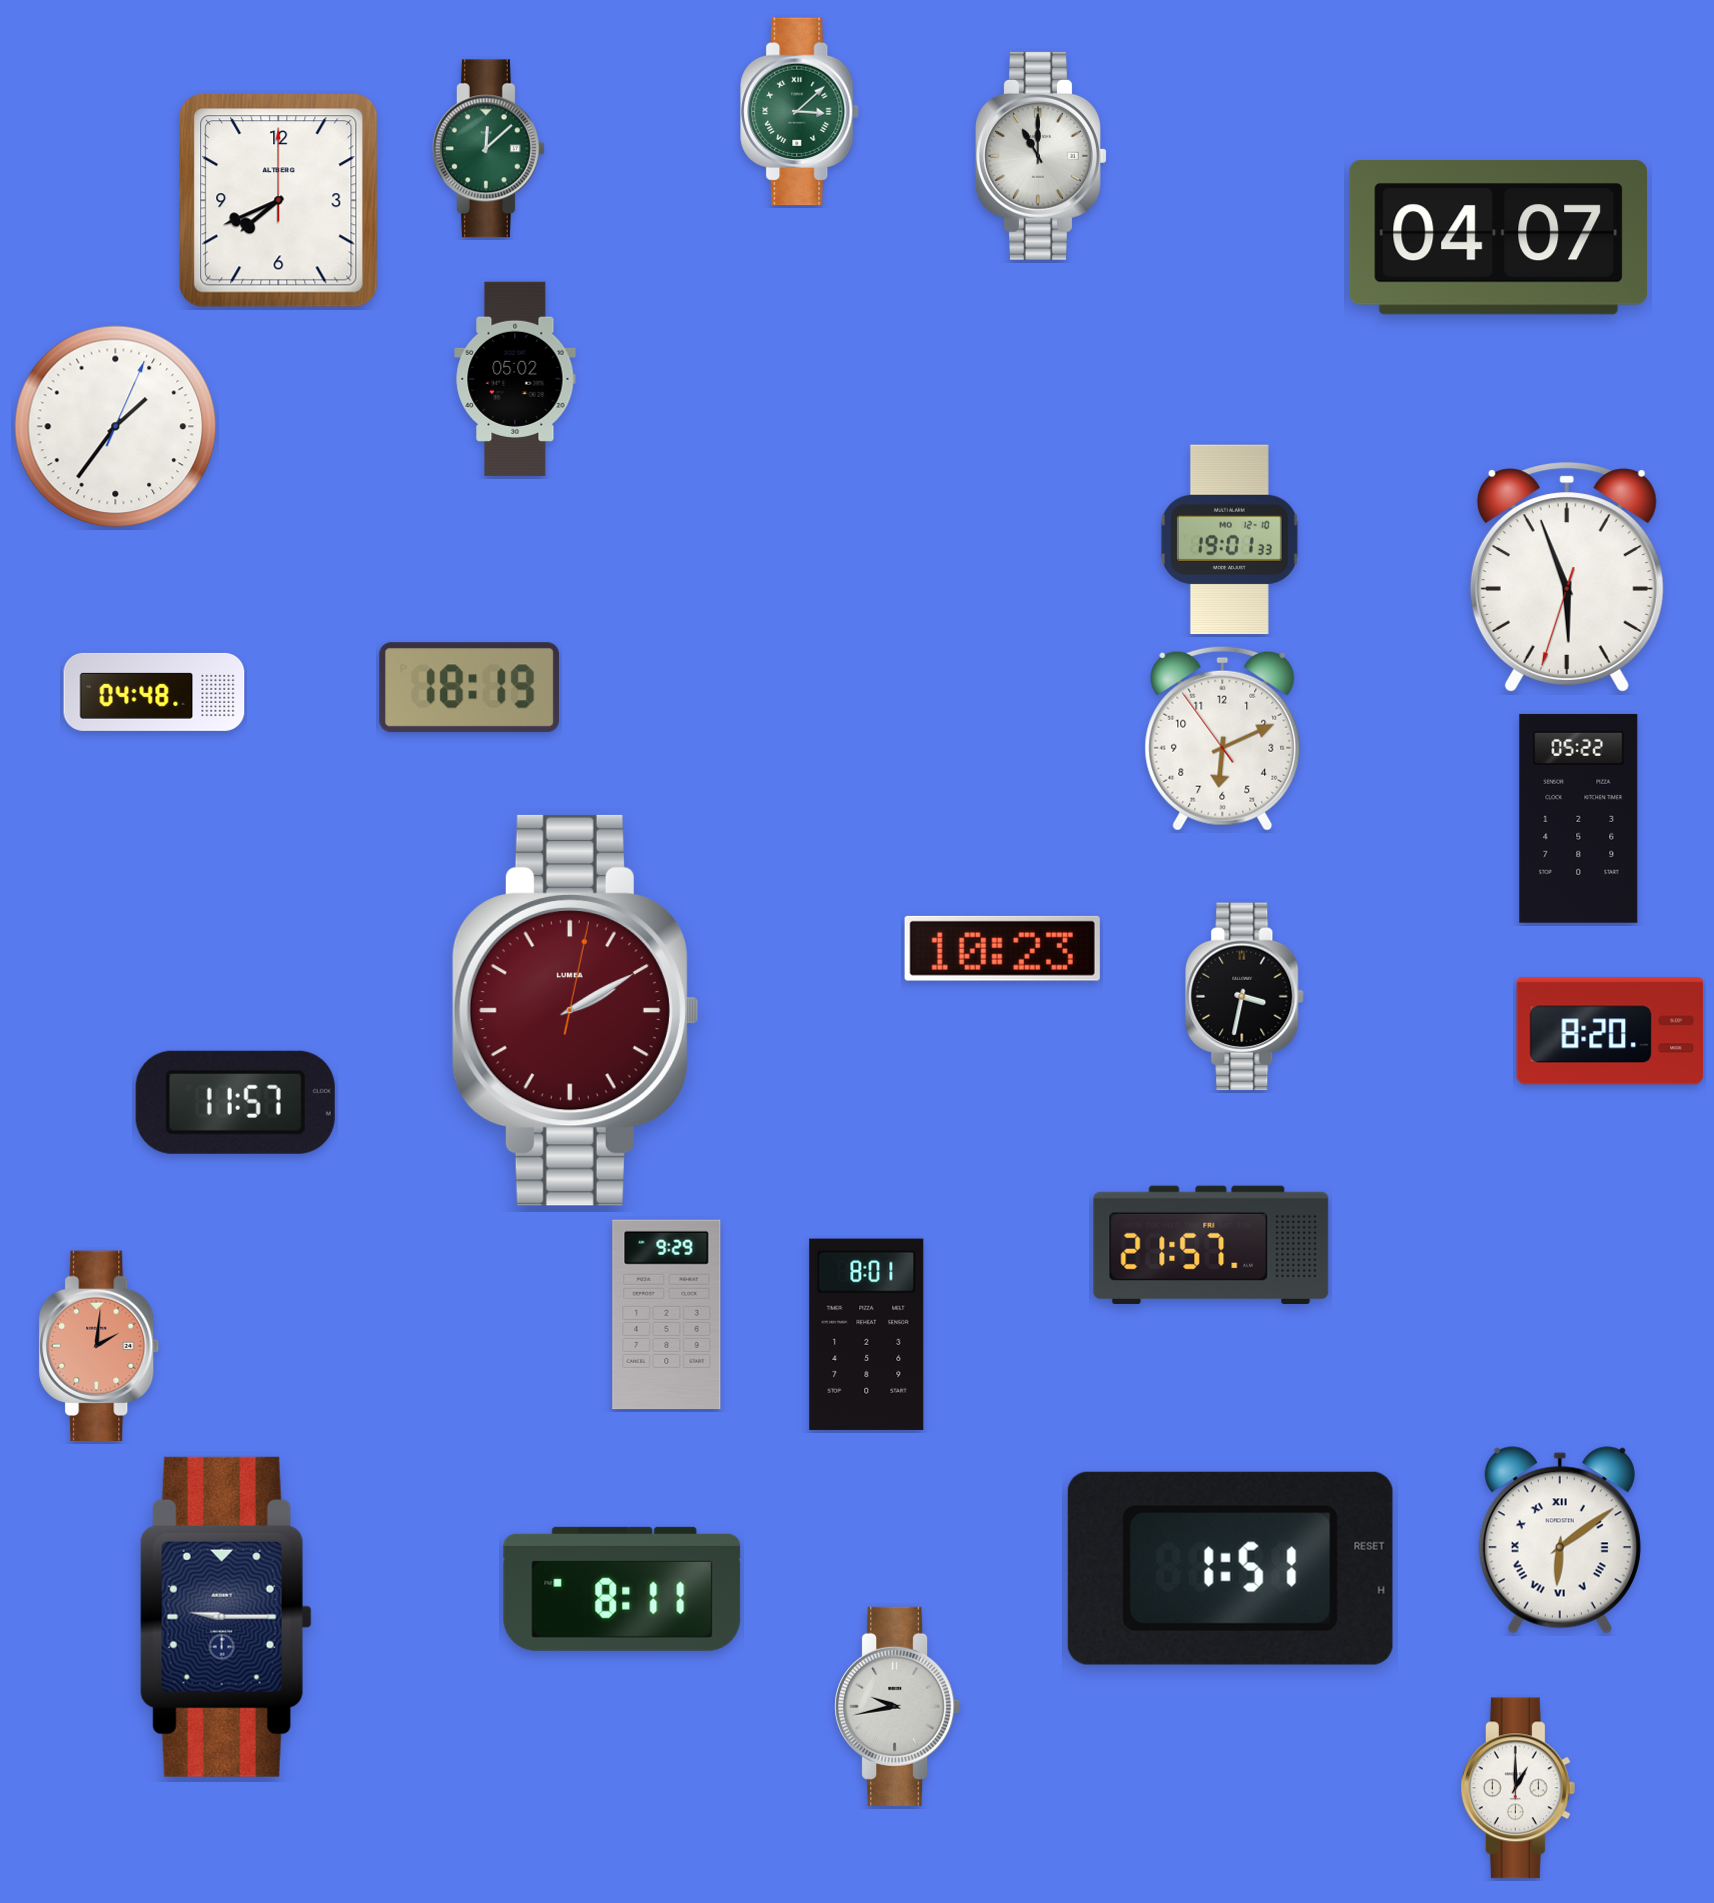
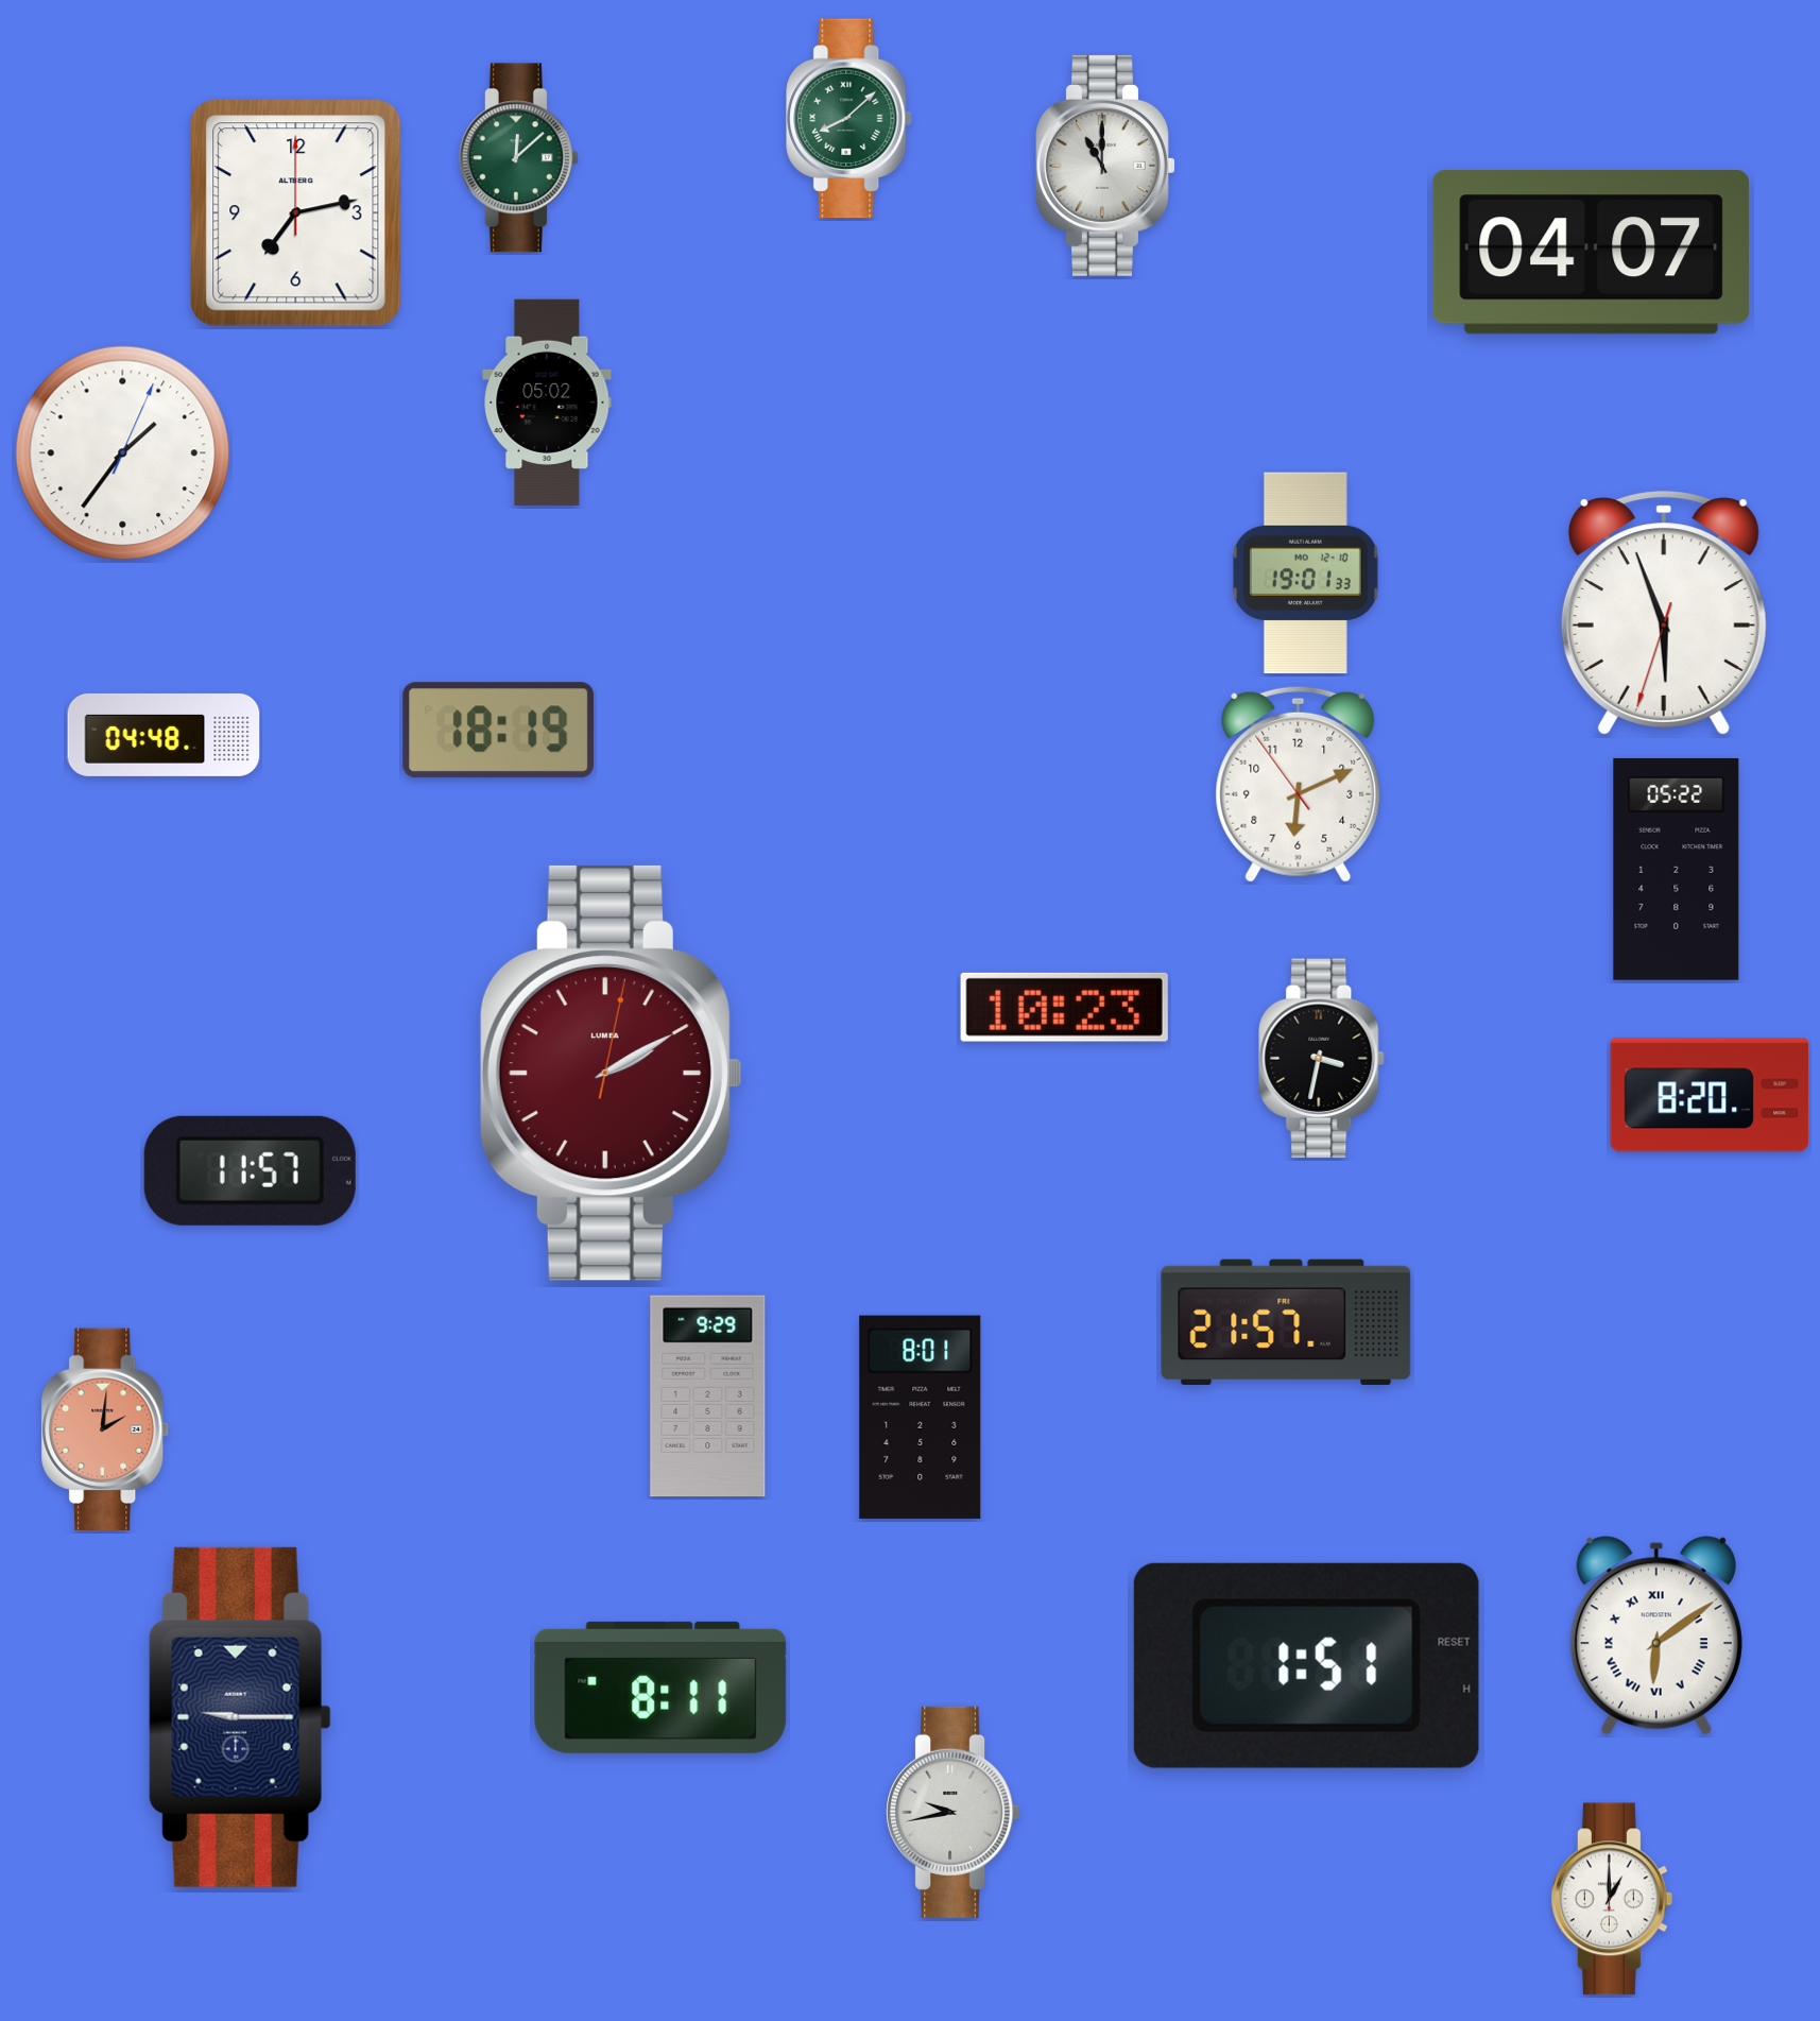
clock at (800, 112): 3:08 -> 8:08
clock at (279, 201): 7:41 -> 7:13
